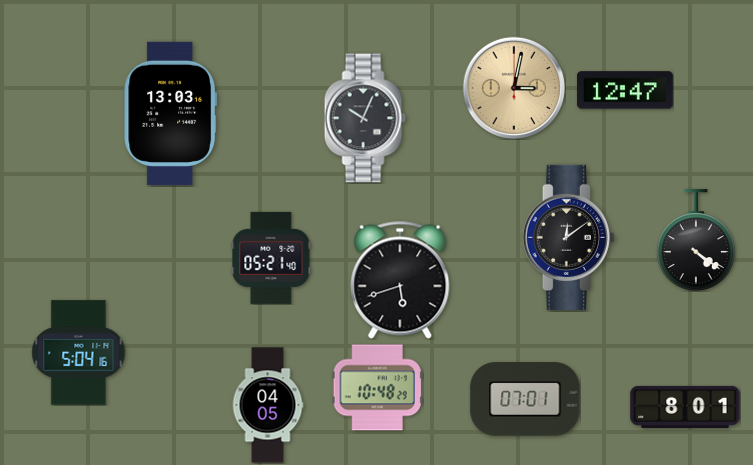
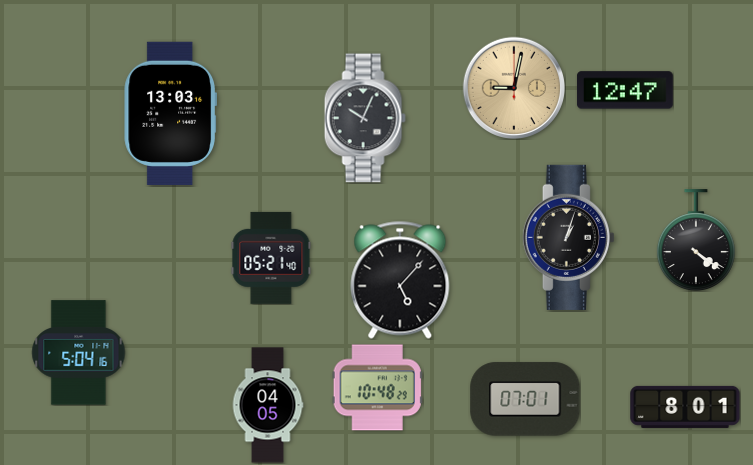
clock at (513, 87): 3:02 -> 9:02
clock at (568, 237): 12:09 -> 1:03
clock at (400, 280): 5:42 -> 5:07
